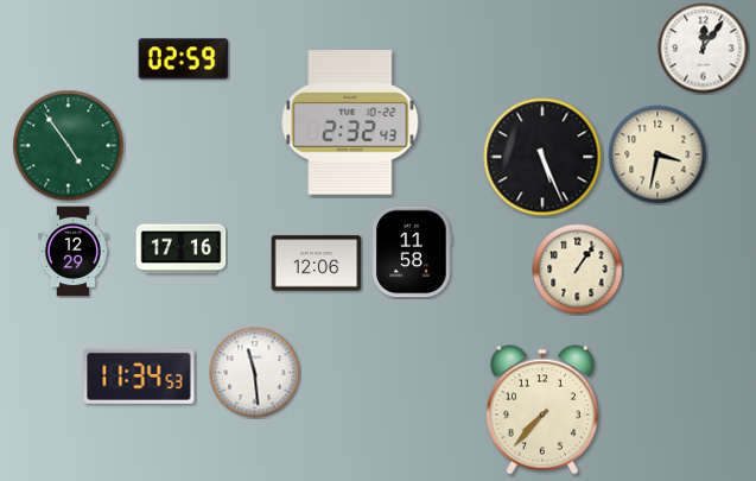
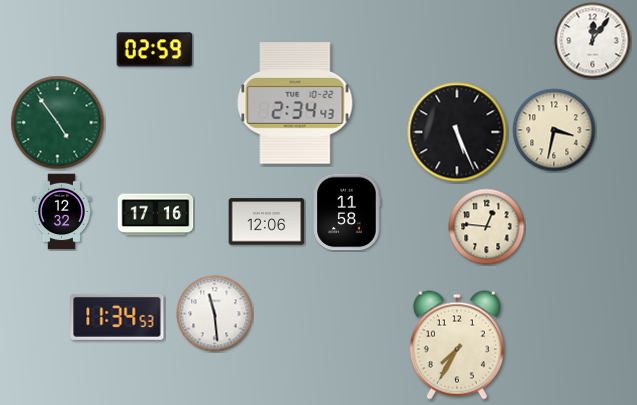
clock at (350, 122): 2:32 -> 2:34
clock at (182, 249) position: (182, 249) -> (156, 215)
clock at (72, 252): 12:29 -> 12:32
clock at (578, 270): 1:06 -> 12:46
clock at (542, 410): 7:37 -> 7:35
